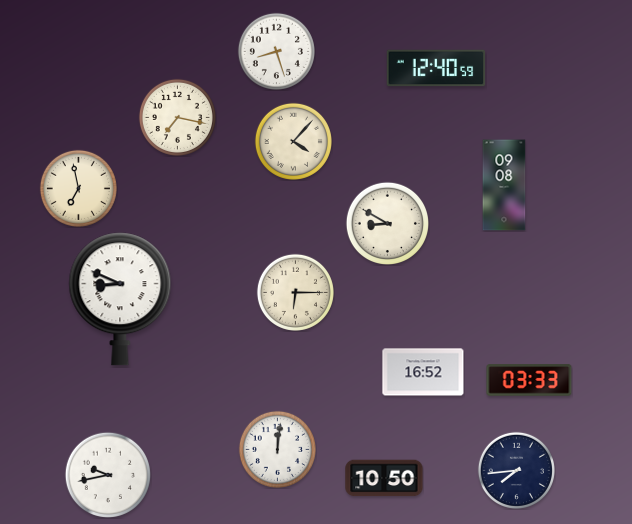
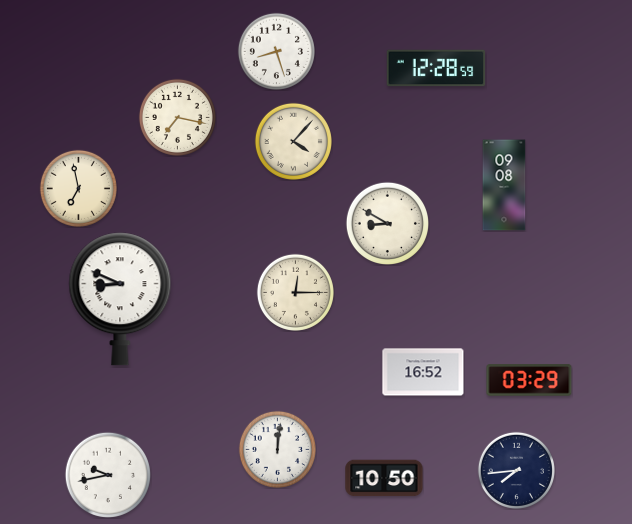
clock at (436, 68): 12:40 -> 12:28
clock at (295, 292): 6:15 -> 12:15
clock at (529, 380): 03:33 -> 03:29
